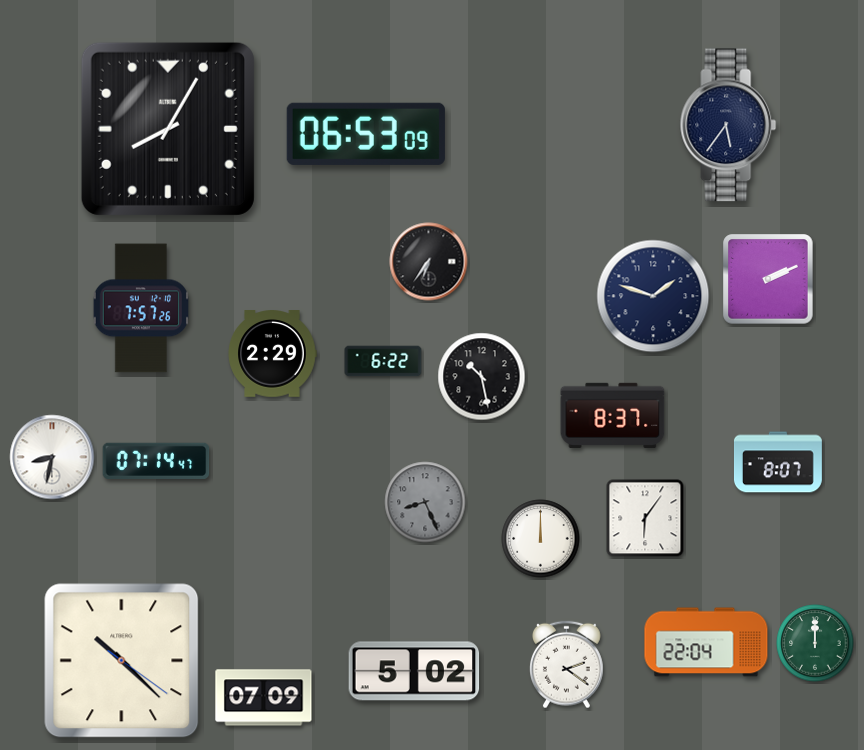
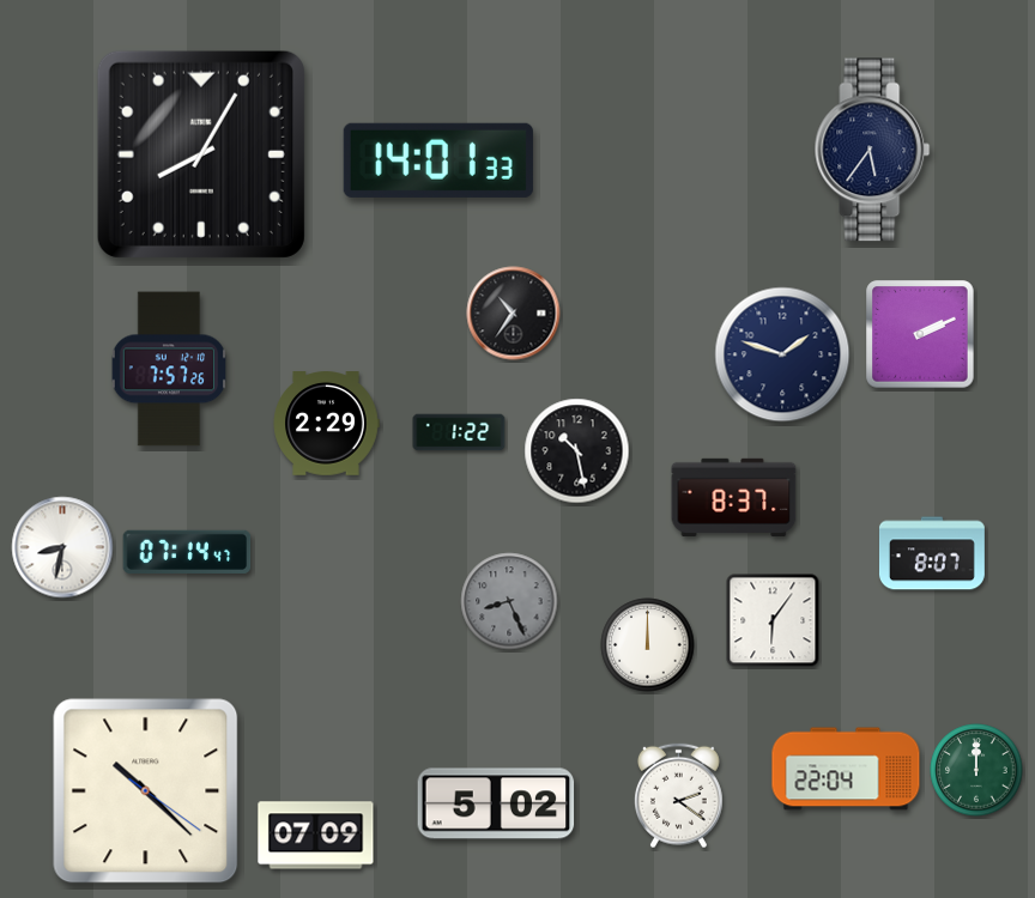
clock at (366, 134): 06:53 -> 14:01
clock at (429, 262): 6:36 -> 10:36
clock at (383, 361): 6:22 -> 1:22
